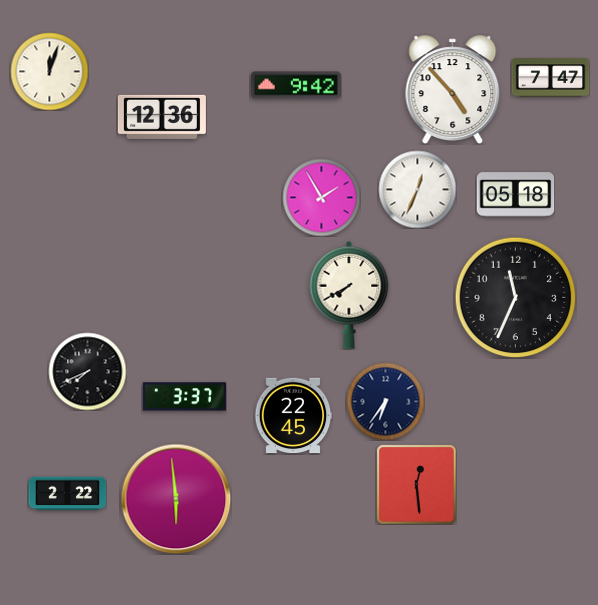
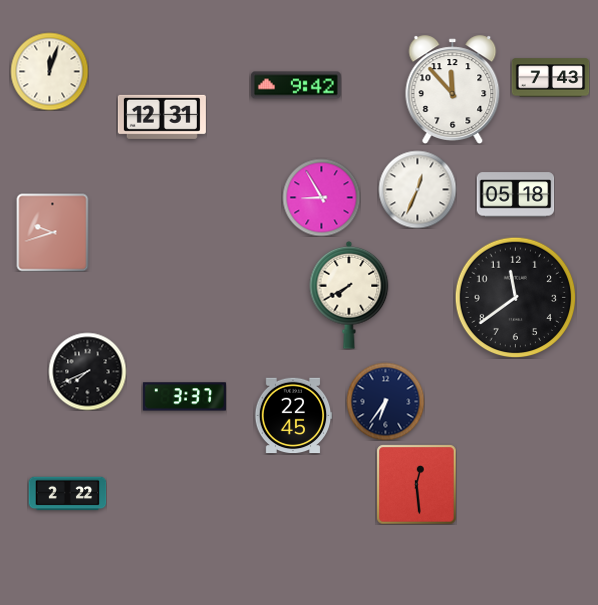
clock at (550, 78): 7:47 -> 7:43
clock at (453, 90): 4:53 -> 11:53
clock at (162, 117): 12:36 -> 12:31
clock at (321, 197): 1:55 -> 8:55
clock at (53, 232): none -> 9:42
clock at (515, 297): 11:34 -> 11:39
clock at (176, 499): 5:59 -> none
